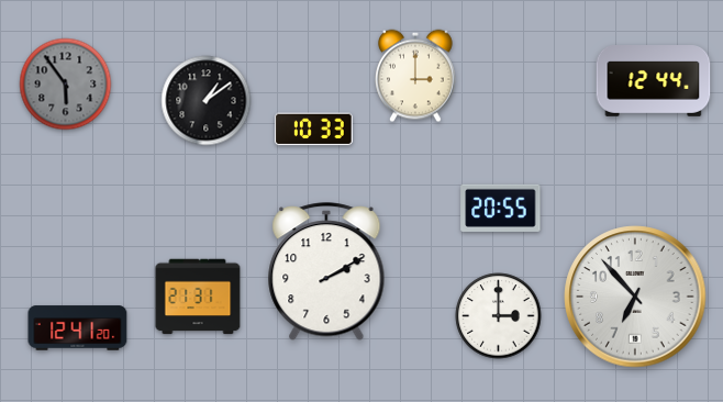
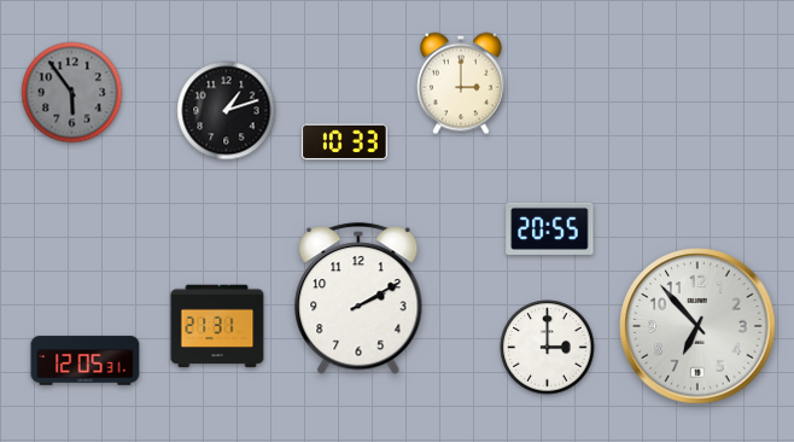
clock at (416, 76) position: (416, 76) -> (462, 83)
clock at (654, 81): 12:44 -> none
clock at (207, 101): 1:09 -> 1:12
clock at (78, 328): 12:41 -> 12:05
